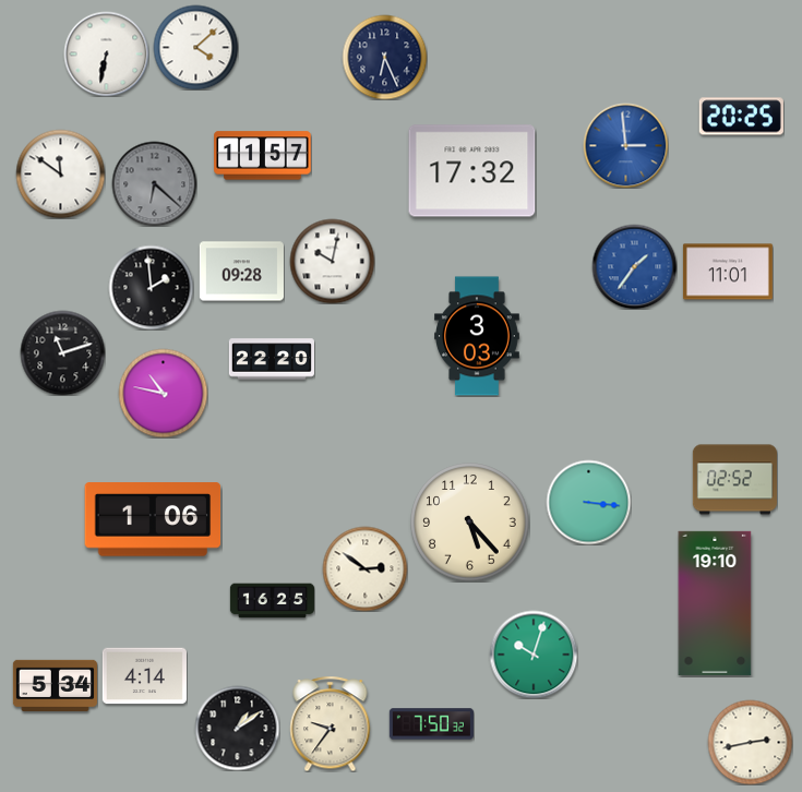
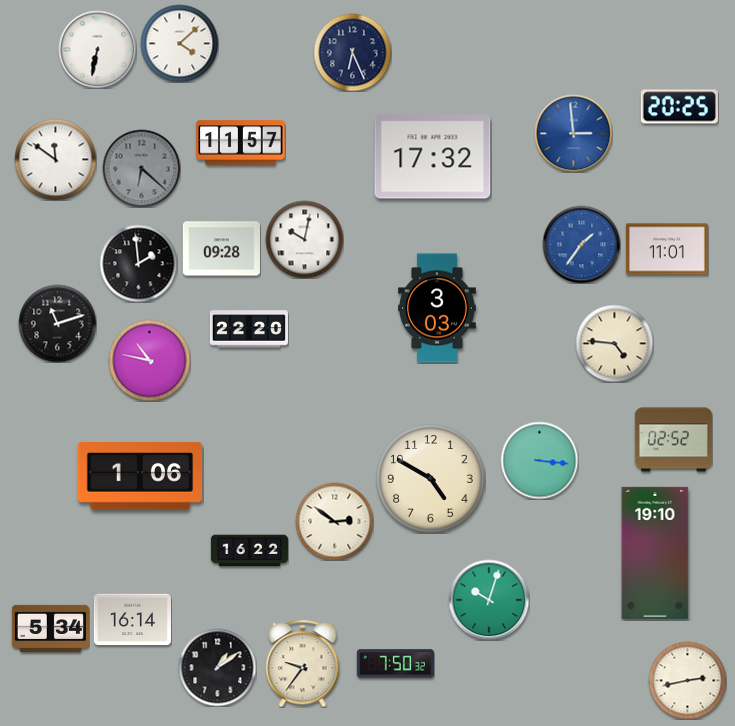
clock at (614, 343): none -> 4:46
clock at (470, 523): 5:23 -> 4:50
clock at (272, 601): 16:25 -> 16:22
clock at (144, 676): 4:14 -> 16:14
